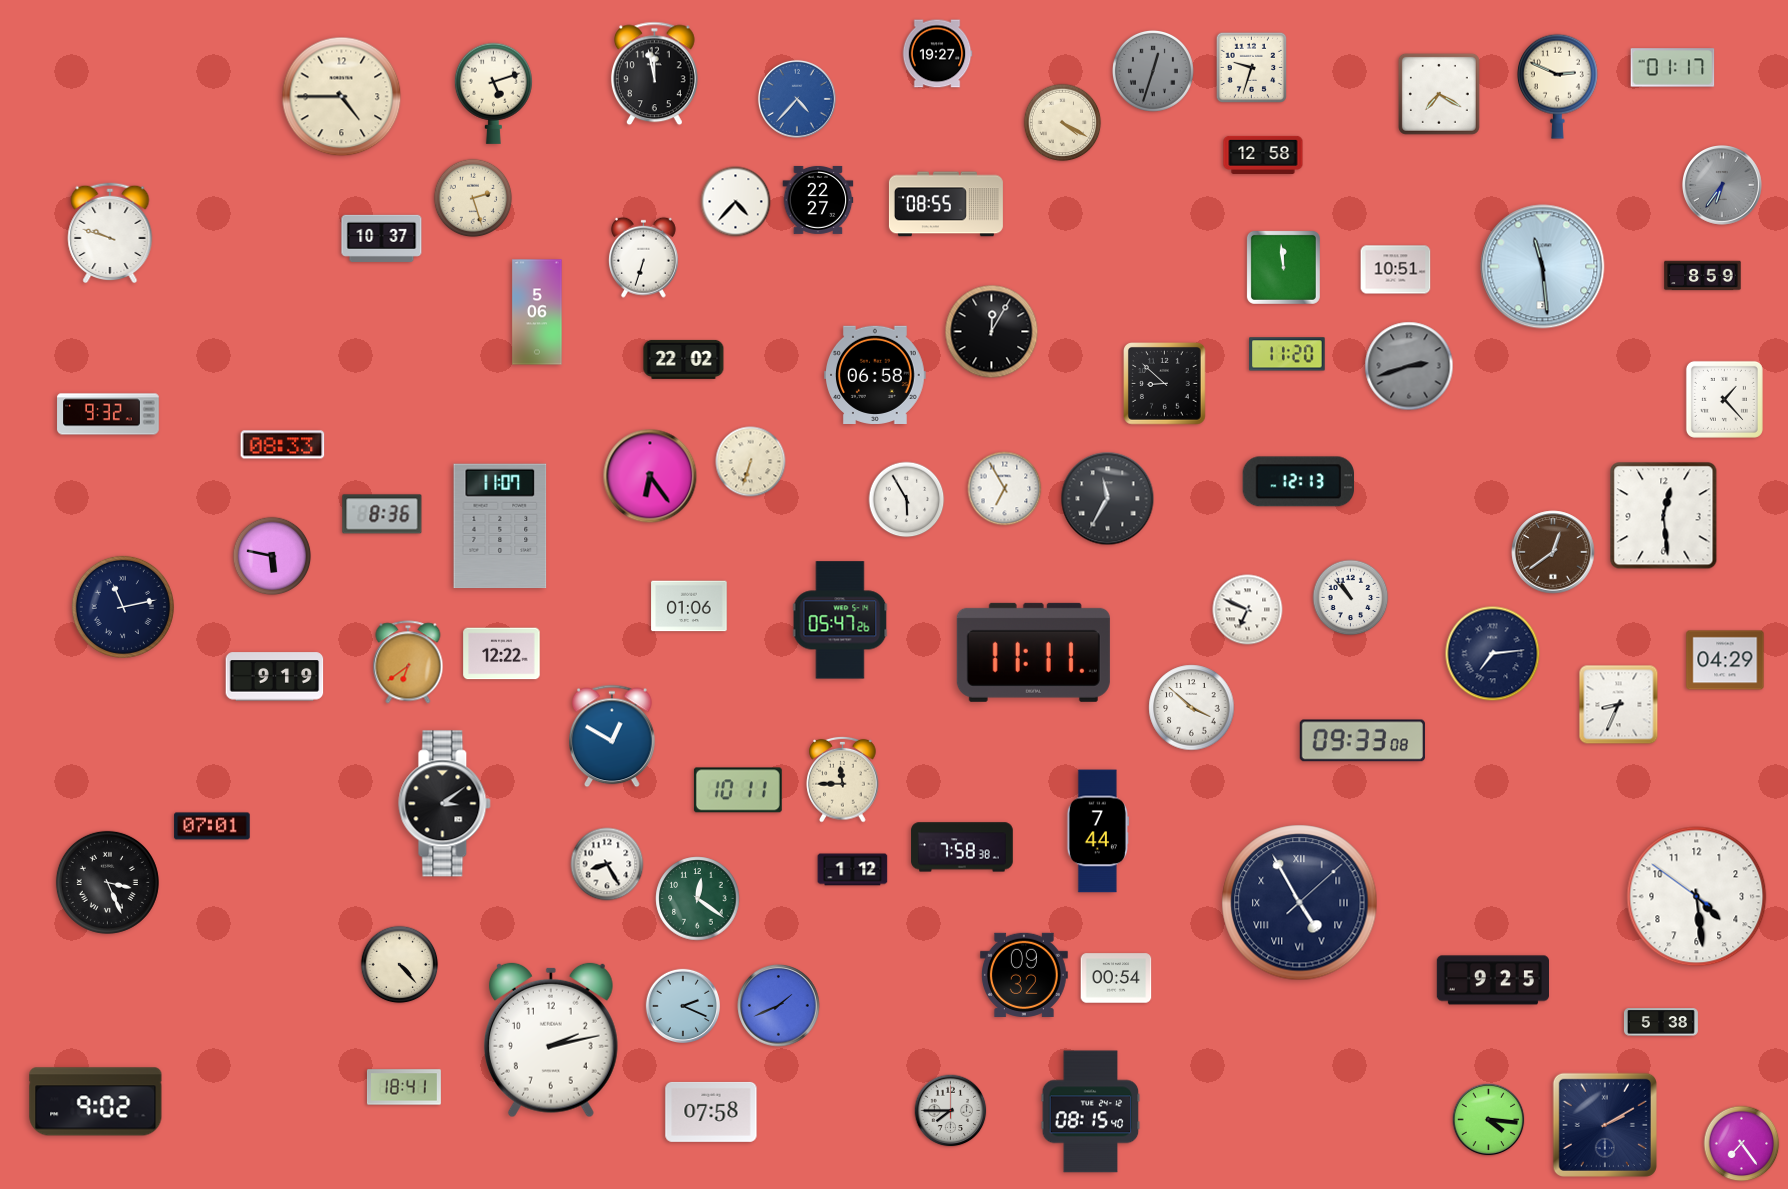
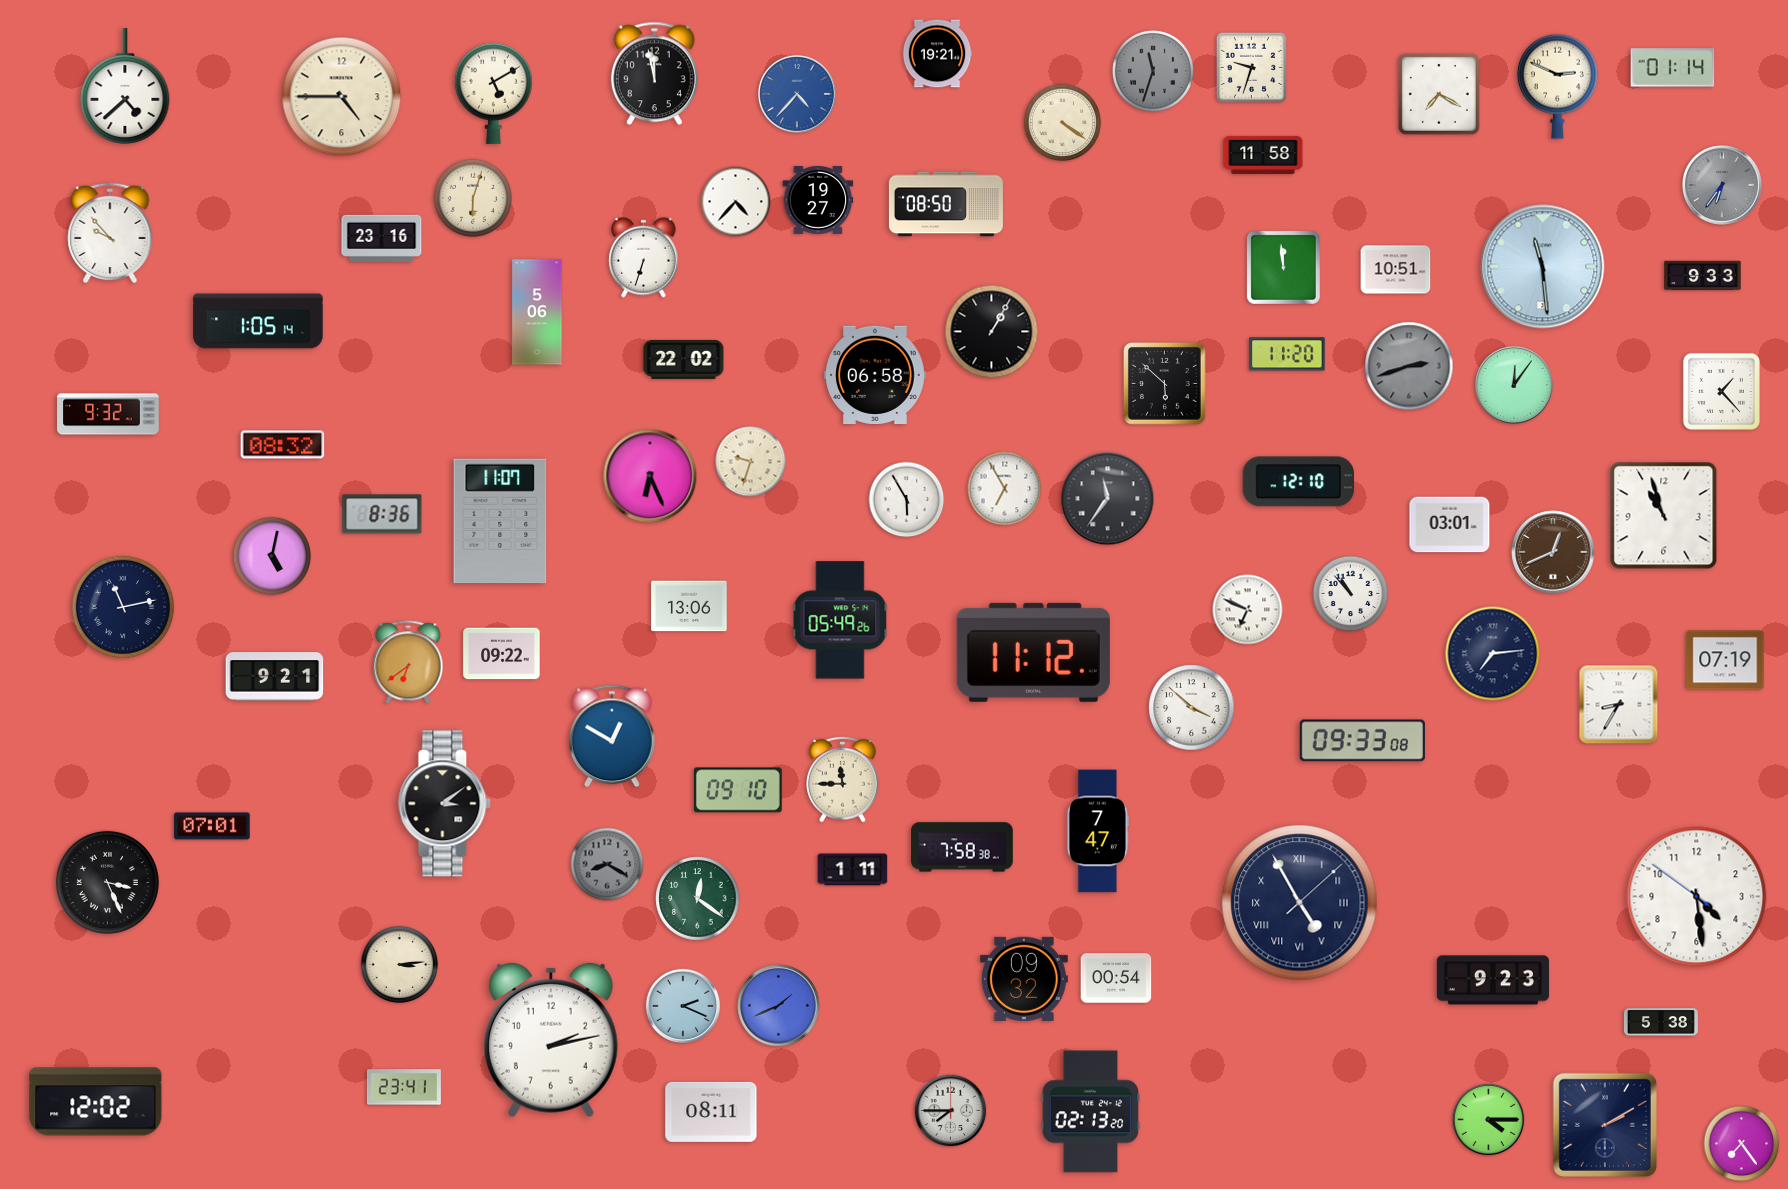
clock at (937, 54): 19:27 -> 19:21
clock at (1673, 68): 01:17 -> 01:14
clock at (1153, 71): 12:33 -> 11:33
clock at (125, 86): none -> 4:38
clock at (493, 93): 5:12 -> 5:10
clock at (797, 99) position: (797, 99) -> (797, 94)
clock at (1063, 123): 4:20 -> 4:21
clock at (1263, 155): 12:58 -> 11:58
clock at (473, 198): 2:27 -> 6:03
clock at (818, 200): 22:27 -> 19:27
clock at (946, 204): 08:55 -> 08:50
clock at (110, 233): 9:48 -> 9:53
clock at (382, 238): 10:37 -> 23:16
clock at (1703, 276): 8:59 -> 9:33
clock at (258, 321): none -> 1:05
clock at (992, 332): 12:05 -> 1:05
clock at (1165, 384): 8:52 -> 5:52
clock at (1514, 385): none -> 12:06
clock at (1724, 399) position: (1724, 399) -> (1721, 391)
clock at (283, 445): 08:33 -> 08:32
clock at (751, 462): 6:33 -> 9:33
clock at (650, 476): 6:24 -> 6:26
clock at (1298, 482): 12:13 -> 12:10
clock at (1108, 499): 11:35 -> 11:36
clock at (1664, 516): 12:29 -> 10:57
clock at (1450, 525): none -> 03:01
clock at (500, 526) position: (500, 526) -> (500, 521)
clock at (1553, 552): 12:39 -> 12:41
clock at (272, 556): 5:47 -> 5:02
clock at (1351, 598) position: (1351, 598) -> (1351, 594)
clock at (689, 606): 01:06 -> 13:06
clock at (840, 620): 05:47 -> 05:49
clock at (1033, 652): 11:11 -> 11:12
clock at (502, 654): 12:22 -> 09:22
clock at (1725, 660): 04:29 -> 07:19
clock at (275, 677): 9:19 -> 9:21
clock at (1619, 705): 8:34 -> 8:35
clock at (738, 790): 10:11 -> 09:10
clock at (1098, 831): 7:44 -> 7:47
clock at (607, 864): 8:25 -> 8:20
clock at (607, 864) dial: white -> grey
clock at (853, 870): 1:12 -> 1:11
clock at (400, 965): 4:23 -> 3:14
clock at (1024, 975) position: (1024, 975) -> (1024, 979)
clock at (1492, 980): 9:25 -> 9:23
clock at (404, 1087): 18:41 -> 23:41
clock at (96, 1102): 9:02 -> 12:02
clock at (711, 1112): 07:58 -> 08:11
clock at (1091, 1112): 08:15 -> 02:13
clock at (1489, 1120): 4:16 -> 4:15
